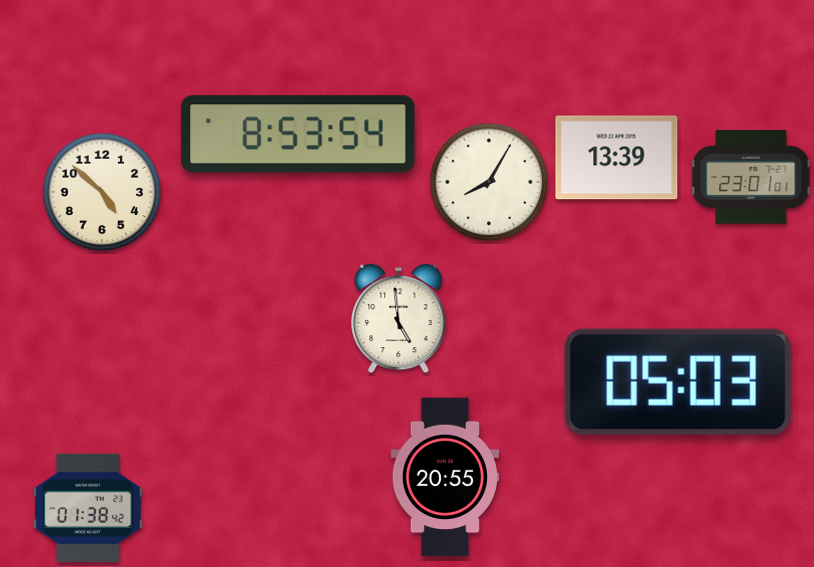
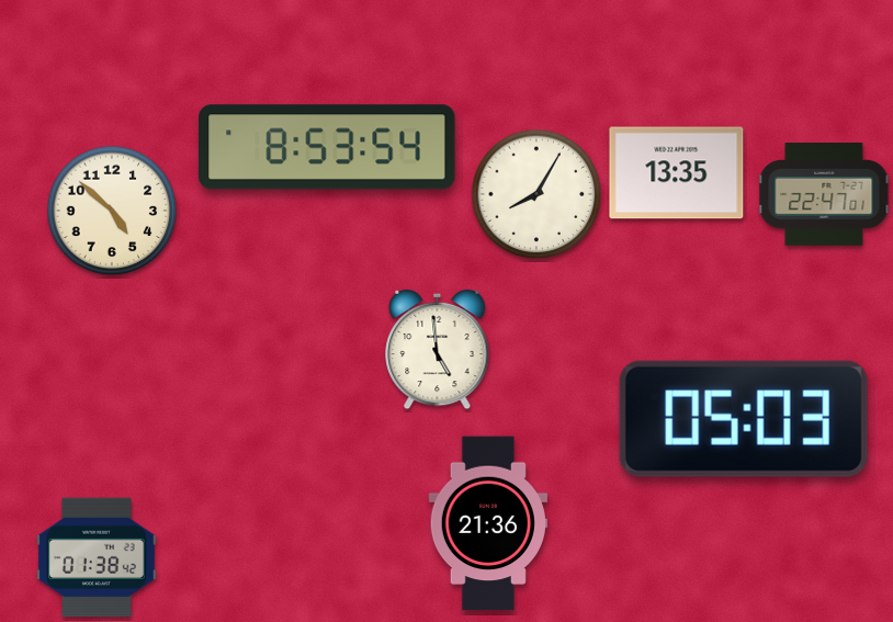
clock at (617, 158): 13:39 -> 13:35
clock at (751, 177): 23:01 -> 22:47
clock at (489, 182) position: (489, 182) -> (536, 194)
clock at (444, 477): 20:55 -> 21:36
